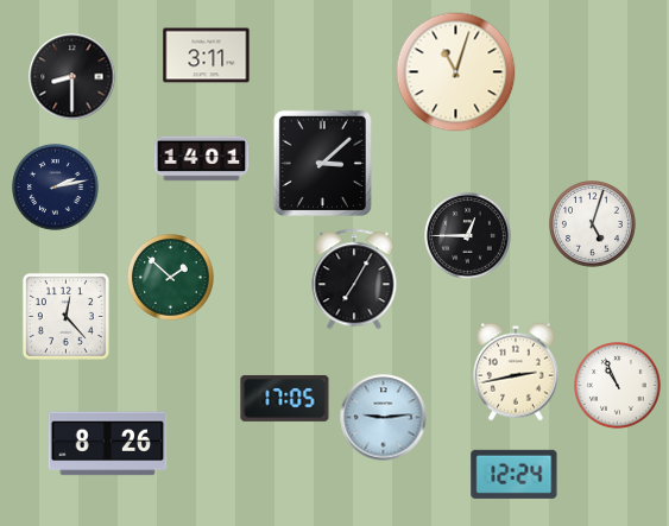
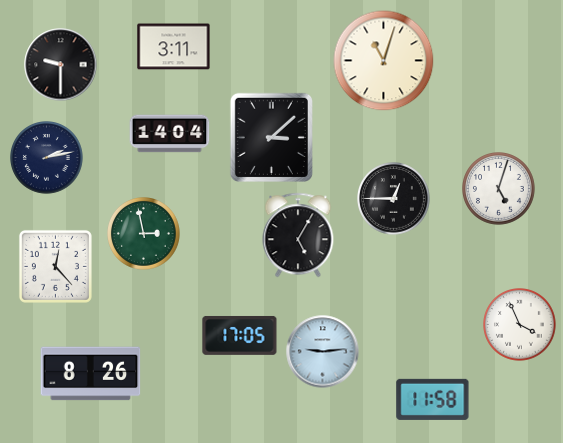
clock at (72, 77): 8:30 -> 9:30
clock at (202, 159): 14:01 -> 14:04
clock at (171, 278): 1:52 -> 2:58
clock at (354, 279): 7:05 -> 5:05
clock at (516, 372): 2:43 -> none
clock at (618, 386): 10:56 -> 3:56
clock at (515, 474): 12:24 -> 11:58
